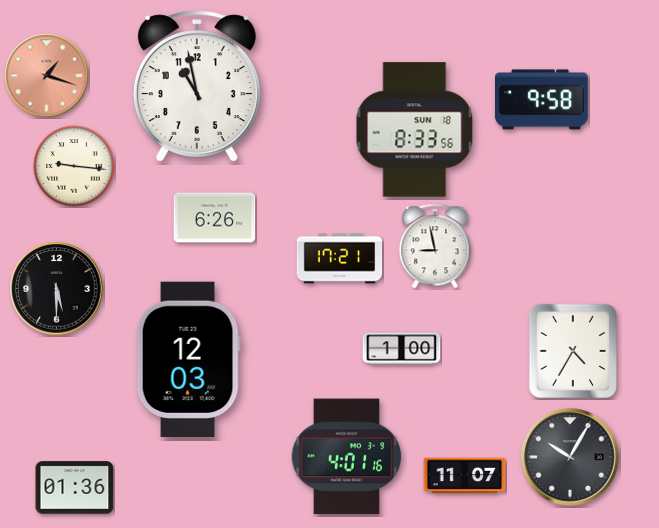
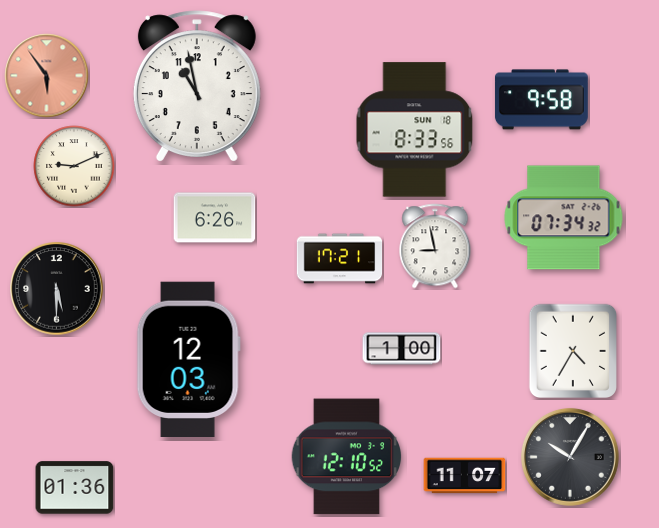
clock at (47, 76): 1:18 -> 5:54
clock at (74, 166): 9:16 -> 9:11
clock at (564, 218): none -> 07:34
clock at (347, 457): 4:01 -> 12:10
